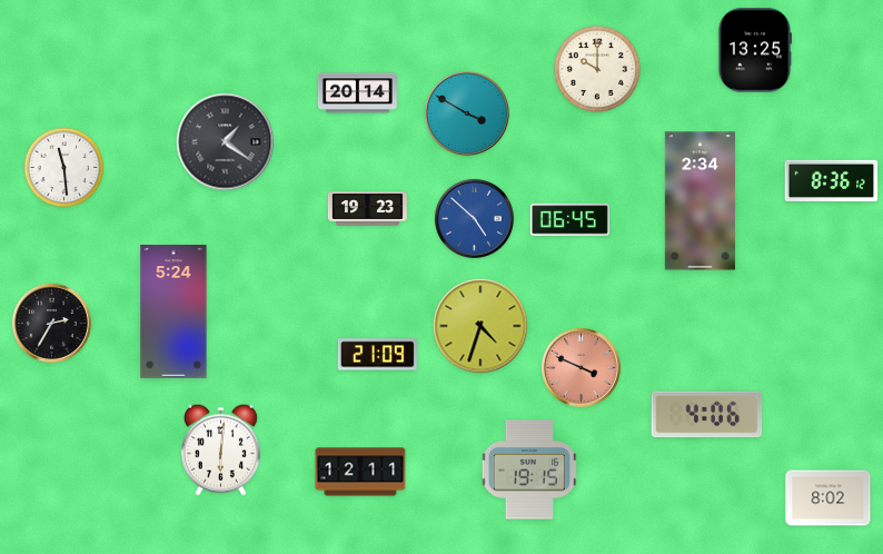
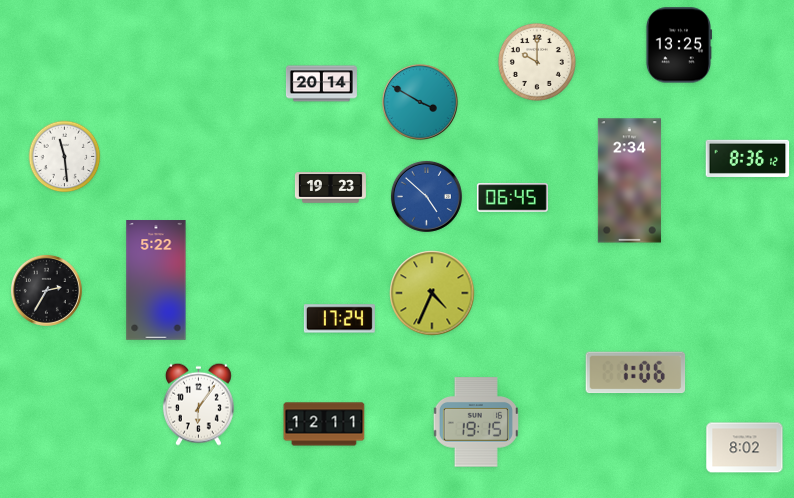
clock at (226, 142): 1:21 -> none
clock at (65, 168) position: (65, 168) -> (65, 157)
clock at (832, 180) position: (832, 180) -> (748, 158)
clock at (173, 311): 5:24 -> 5:22
clock at (480, 326): 4:33 -> 4:34
clock at (377, 355): 21:09 -> 17:24
clock at (581, 367): 3:49 -> none
clock at (707, 415): 4:06 -> 1:06
clock at (220, 449): 6:01 -> 6:06
